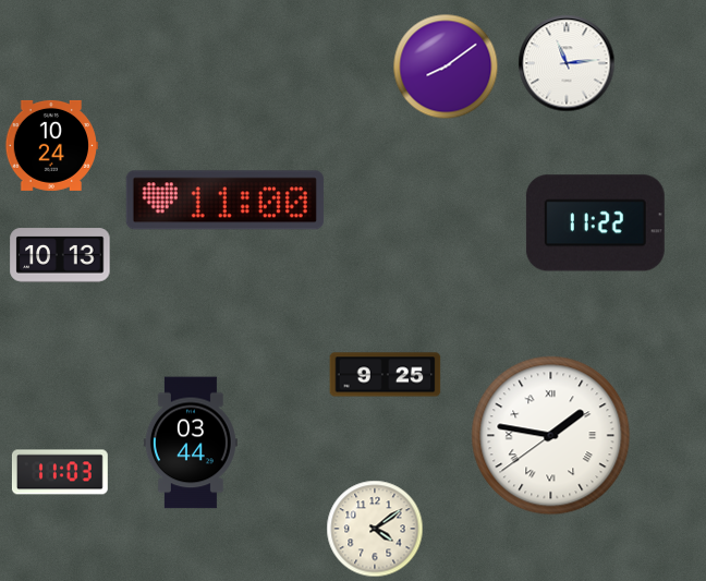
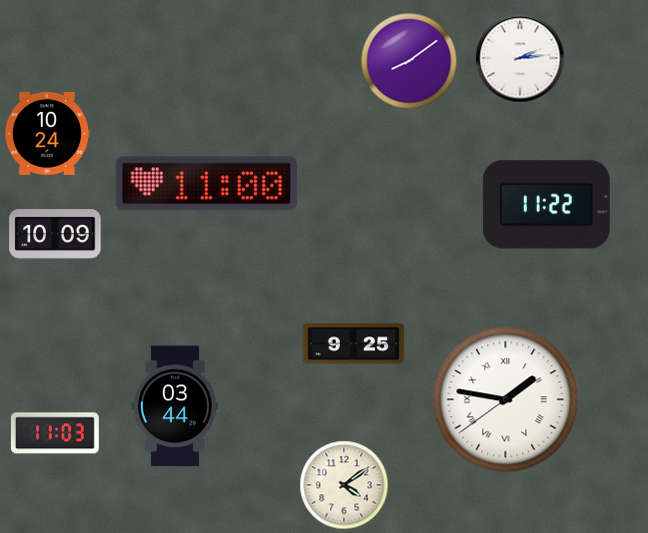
clock at (567, 63): 11:14 -> 2:14
clock at (60, 255): 10:13 -> 10:09
